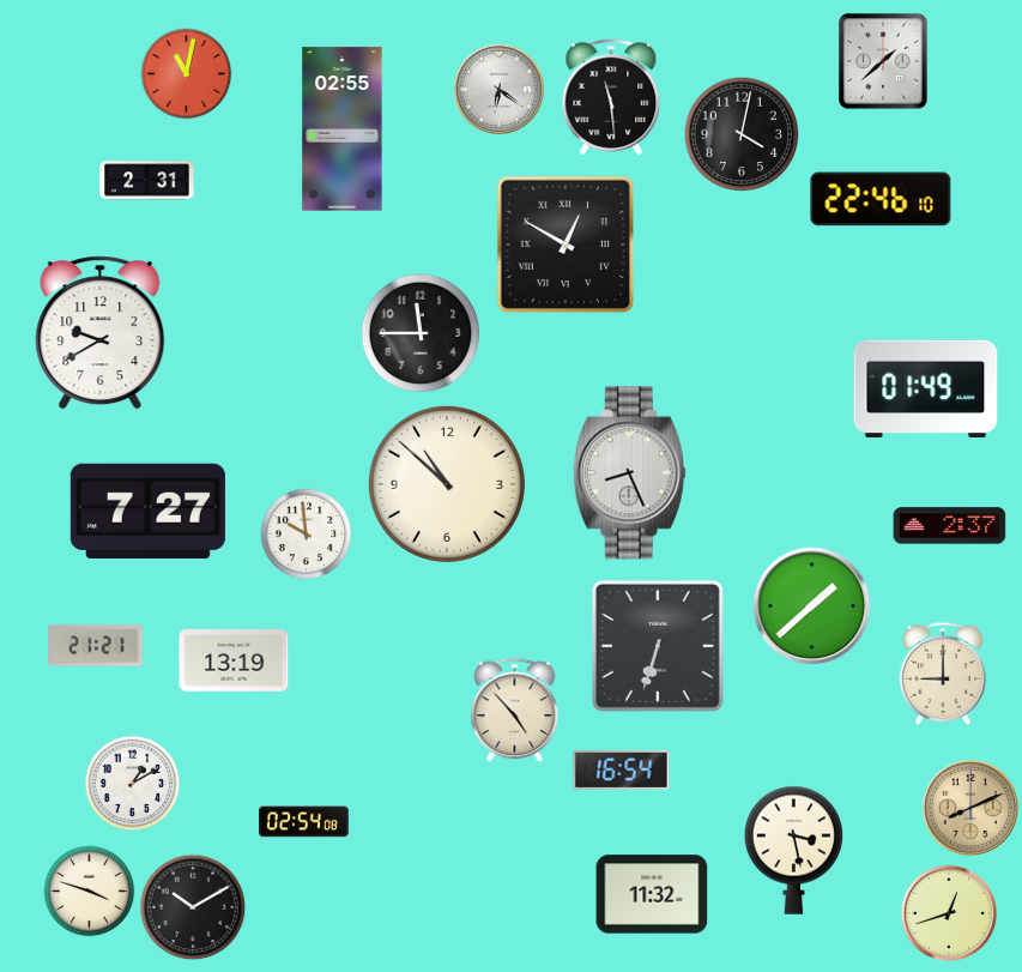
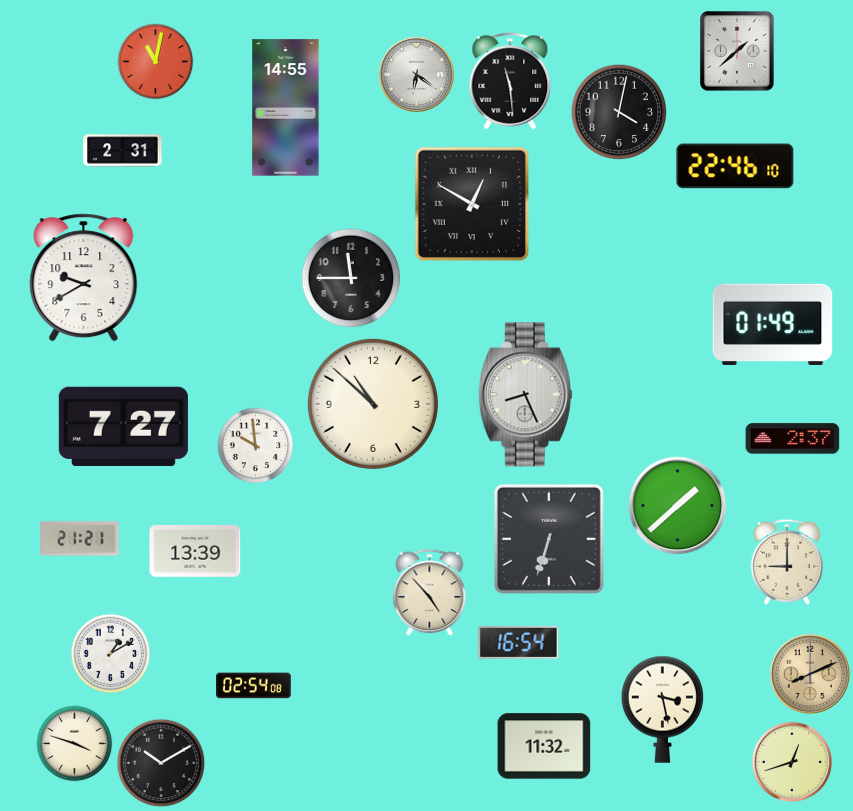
clock at (343, 129): 02:55 -> 14:55
clock at (234, 662): 13:19 -> 13:39
clock at (193, 907) position: (193, 907) -> (161, 763)
